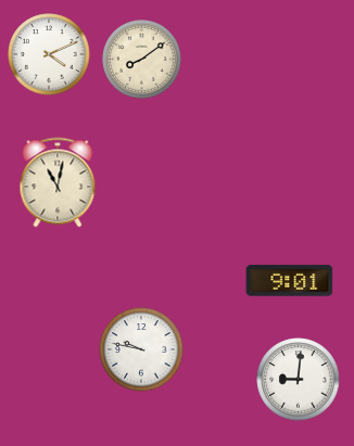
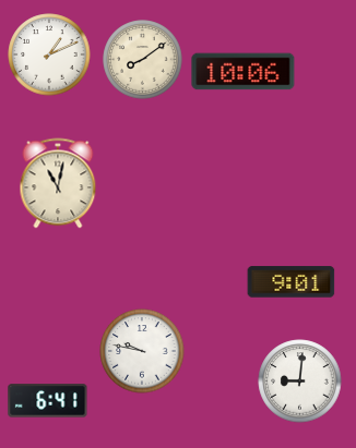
clock at (49, 54): 4:11 -> 1:11
clock at (244, 72): none -> 10:06
clock at (48, 401): none -> 6:41
